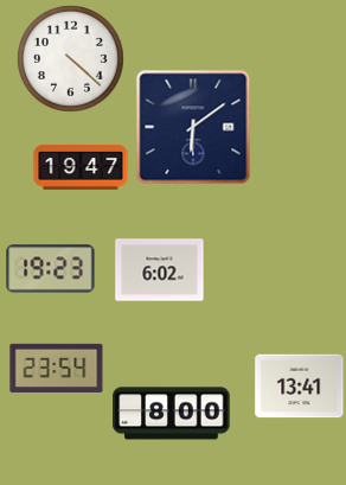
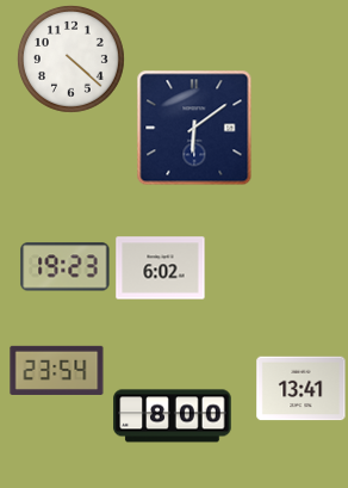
clock at (81, 167): 19:47 -> none
clock at (51, 269) position: (51, 269) -> (66, 267)
clock at (160, 270) position: (160, 270) -> (161, 268)
